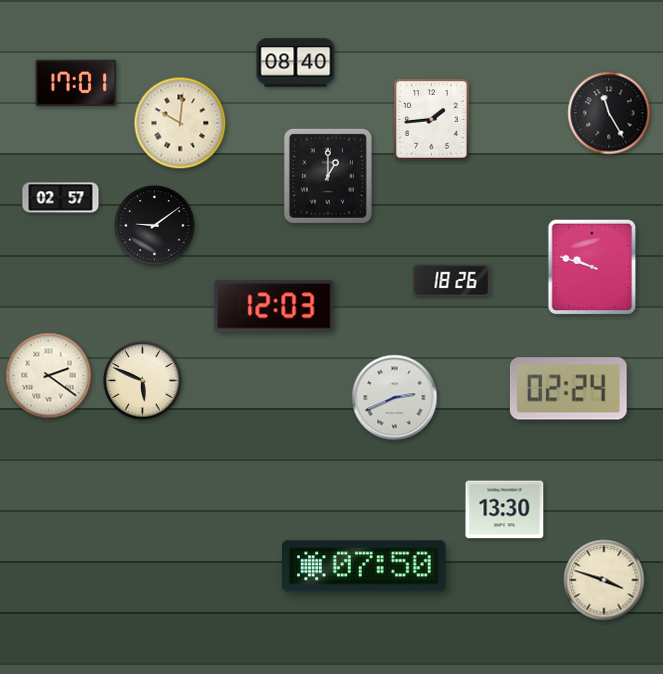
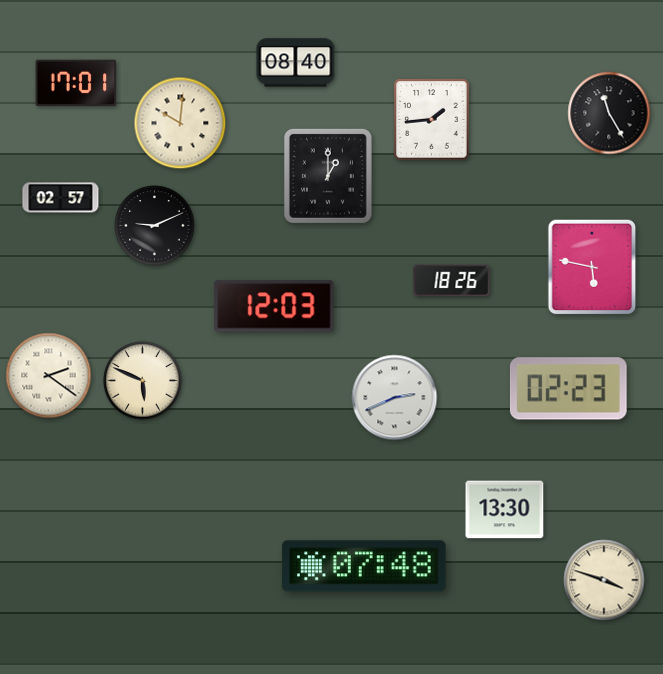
clock at (155, 226): 9:09 -> 9:11
clock at (592, 267): 9:48 -> 5:47
clock at (568, 389): 02:24 -> 02:23
clock at (364, 566): 07:50 -> 07:48
